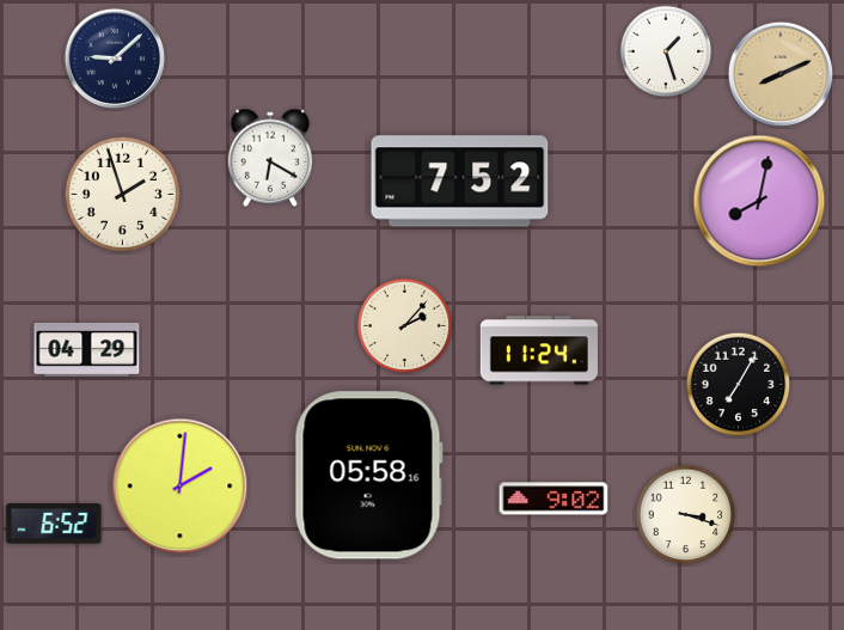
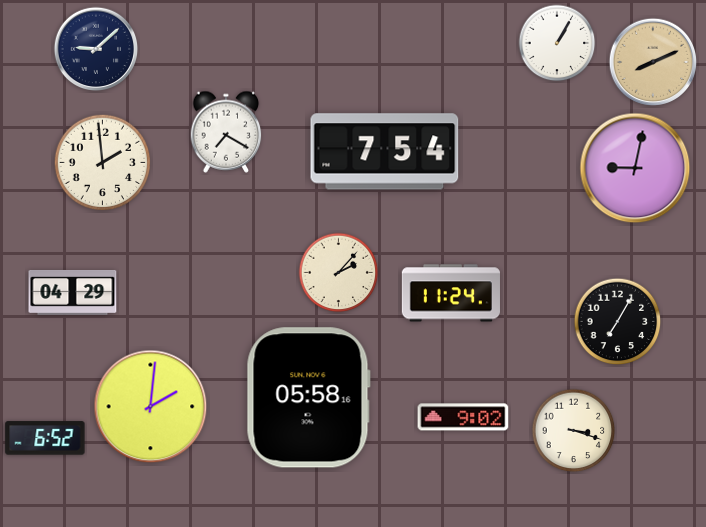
clock at (666, 51): 1:27 -> 1:05
clock at (270, 158): 6:20 -> 7:20
clock at (460, 182): 7:52 -> 7:54
clock at (123, 195): 1:57 -> 1:59
clock at (759, 201): 8:02 -> 9:02
